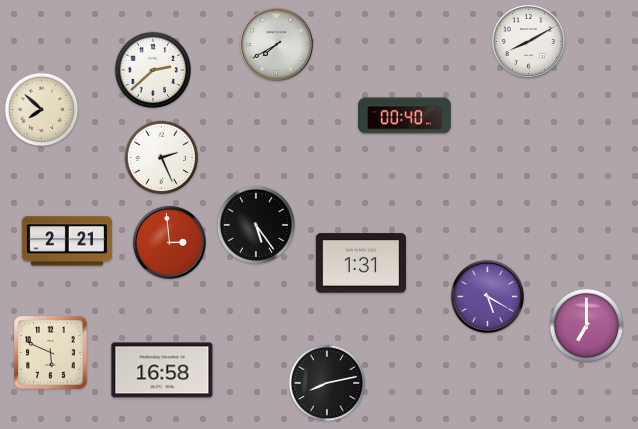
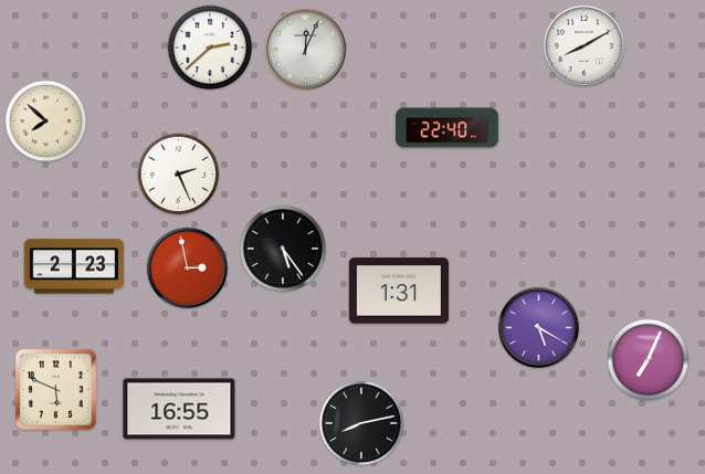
clock at (276, 44): 7:40 -> 12:04
clock at (153, 70) position: (153, 70) -> (210, 48)
clock at (405, 116): 00:40 -> 22:40
clock at (67, 241): 2:21 -> 2:23
clock at (169, 242): 2:59 -> 2:58
clock at (587, 326): 7:00 -> 7:04
clock at (162, 370): 16:58 -> 16:55
